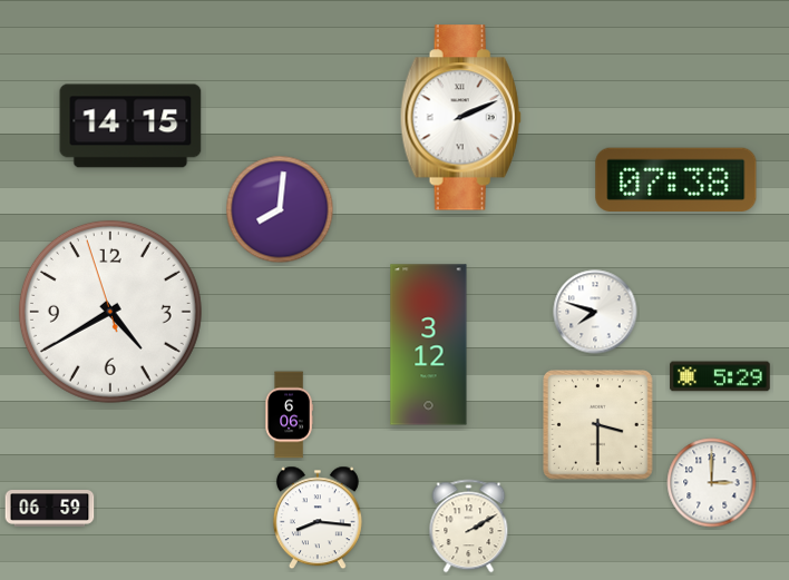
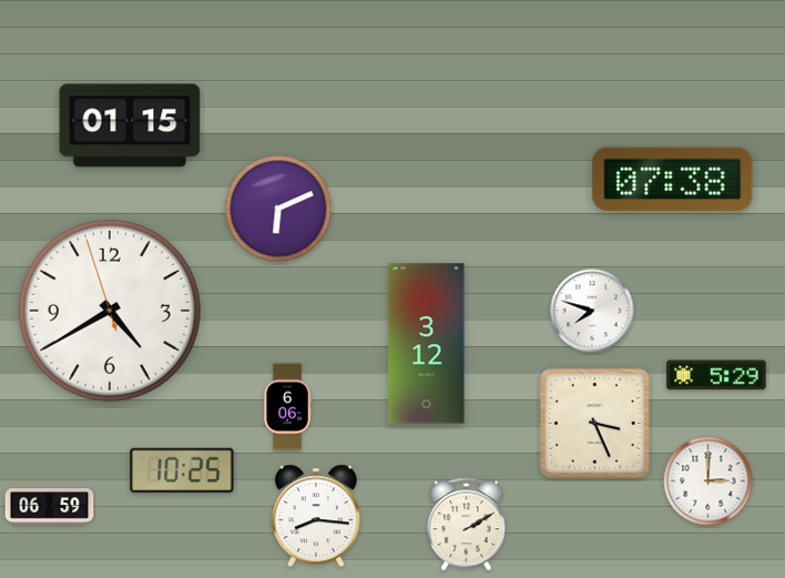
clock at (460, 118): 2:11 -> none
clock at (130, 126): 14:15 -> 01:15
clock at (280, 209): 8:01 -> 6:11
clock at (289, 415) position: (289, 415) -> (287, 407)
clock at (598, 425): 3:30 -> 3:26
clock at (182, 469): none -> 10:25
